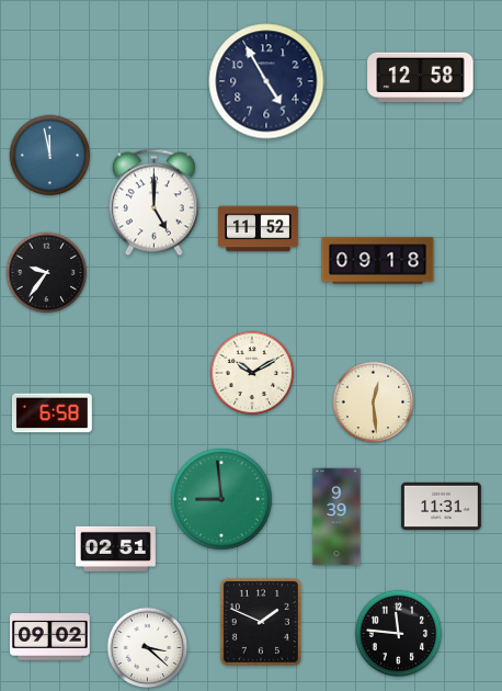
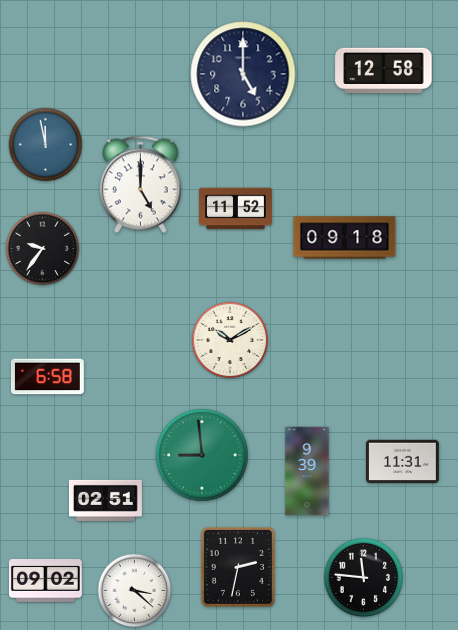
clock at (266, 81): 4:55 -> 5:00
clock at (50, 156) position: (50, 156) -> (46, 145)
clock at (374, 403): 12:29 -> none
clock at (261, 622): 1:49 -> 2:32
